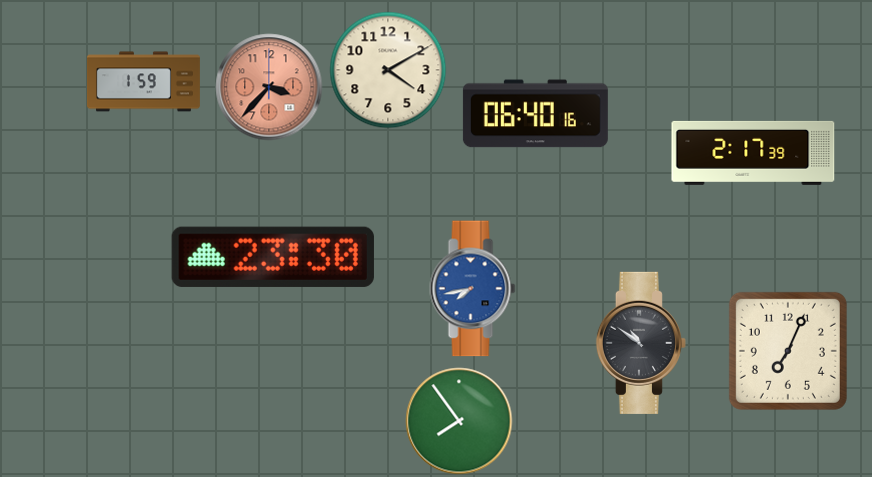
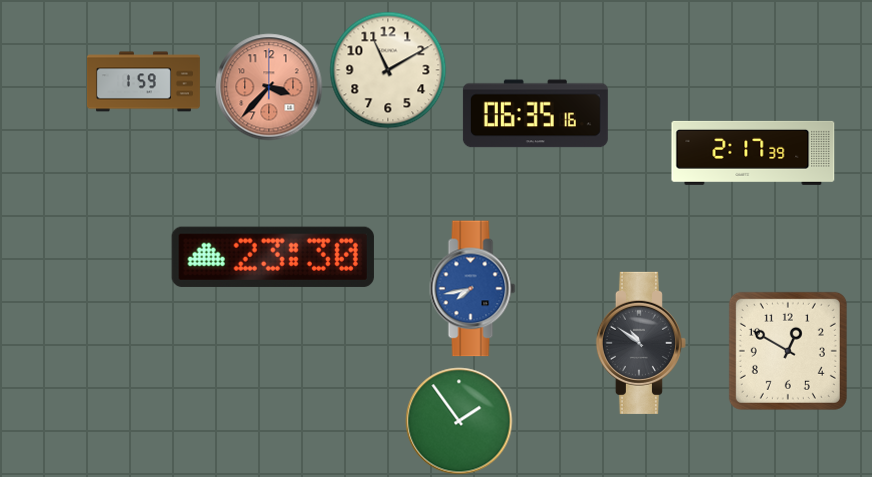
clock at (388, 70): 4:10 -> 11:10
clock at (535, 114): 06:40 -> 06:35
clock at (788, 351): 7:04 -> 12:50
clock at (459, 421): 7:54 -> 1:54
